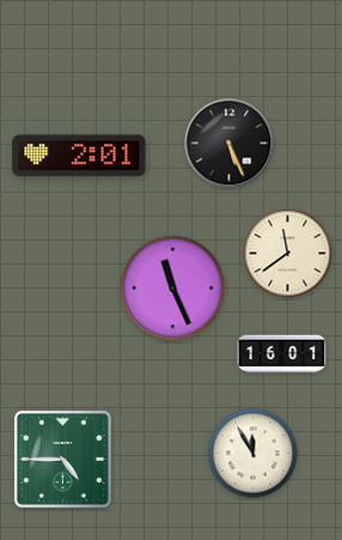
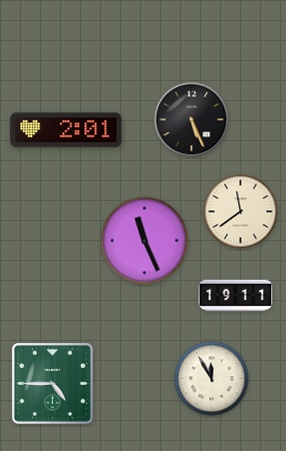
clock at (282, 354): 16:01 -> 19:11
